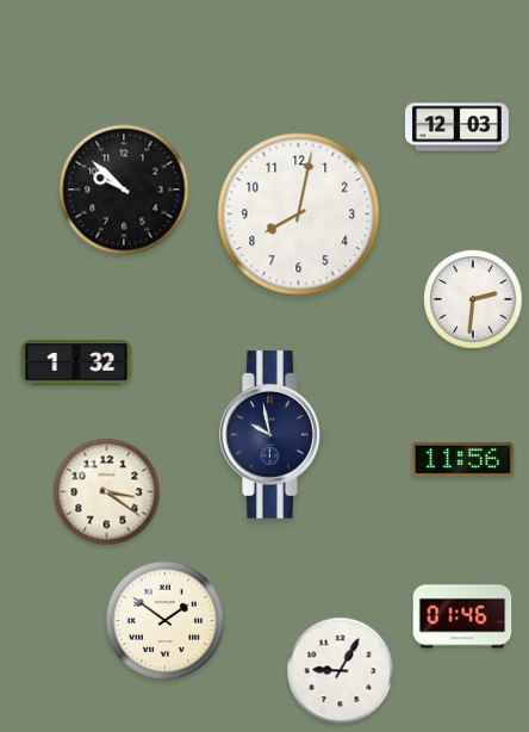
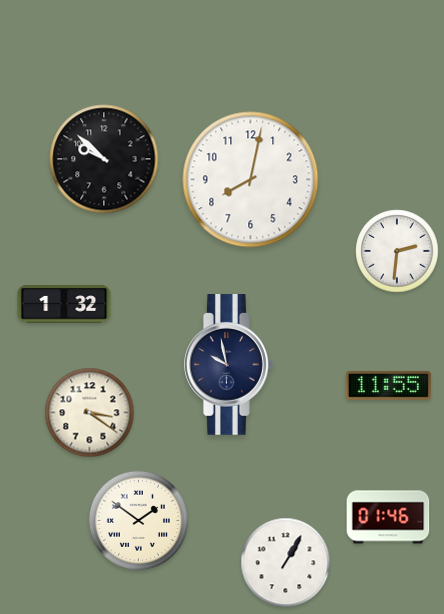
clock at (458, 128): 12:03 -> none
clock at (462, 459): 11:56 -> 11:55
clock at (341, 671): 9:05 -> 1:05
